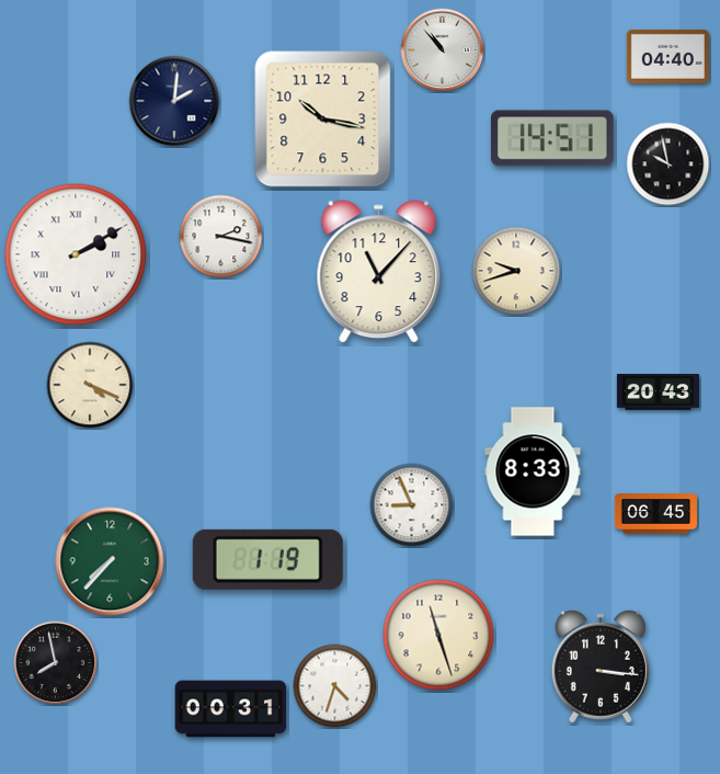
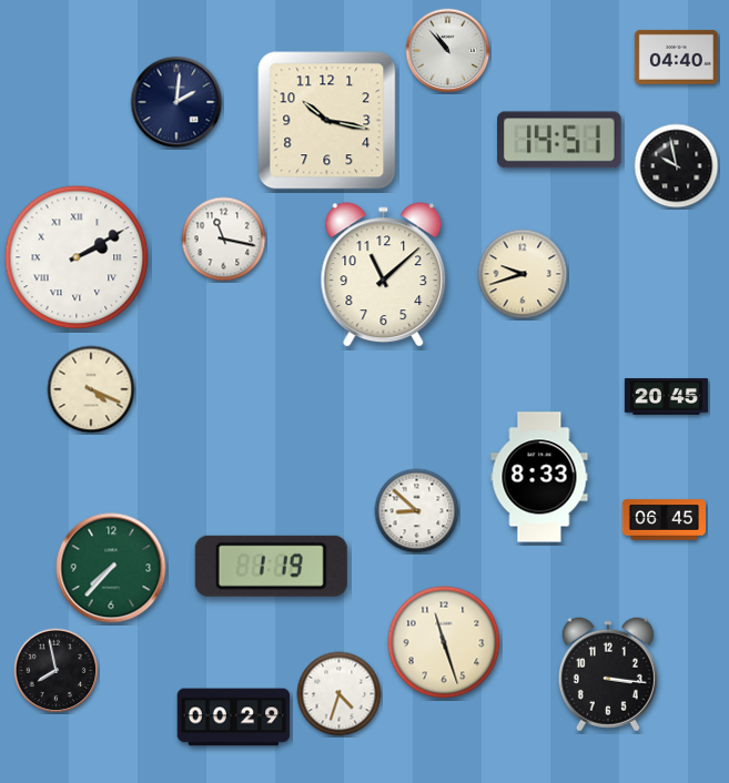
clock at (221, 237): 2:17 -> 11:17
clock at (379, 272): 11:07 -> 11:08
clock at (658, 392): 20:43 -> 20:45
clock at (412, 505): 8:56 -> 8:52
clock at (231, 709): 00:31 -> 00:29
